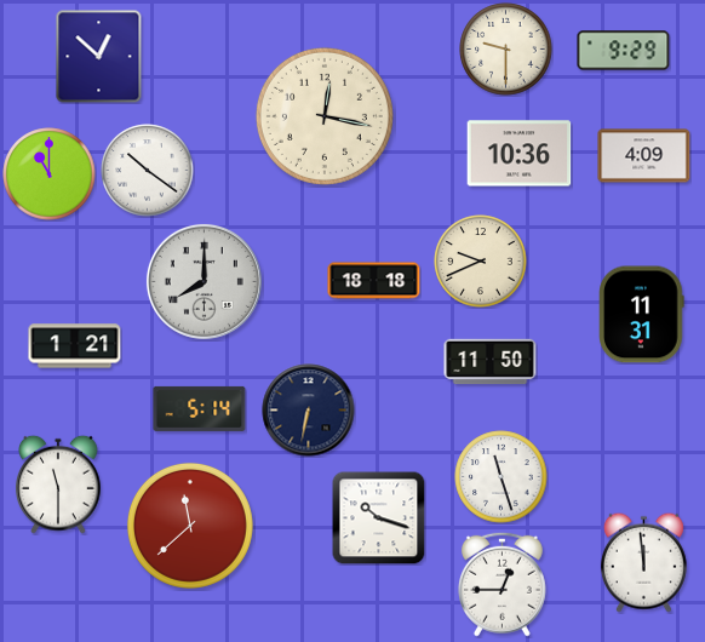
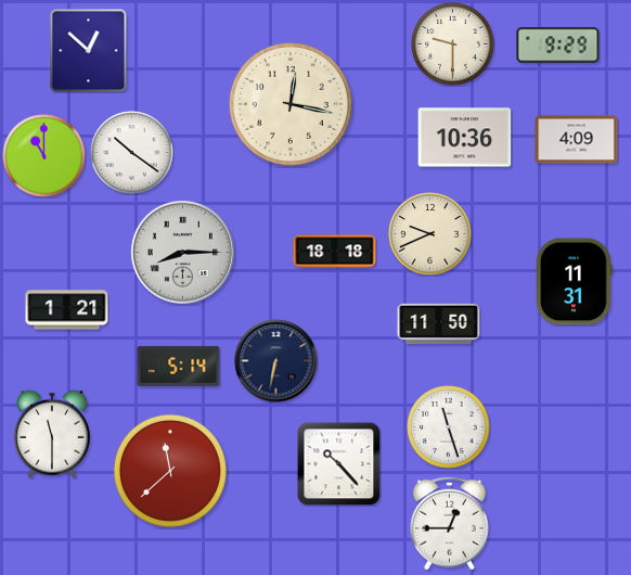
clock at (204, 281): 8:00 -> 8:15
clock at (309, 411) position: (309, 411) -> (276, 361)
clock at (378, 517): 10:18 -> 10:23
clock at (643, 562): 11:59 -> none
